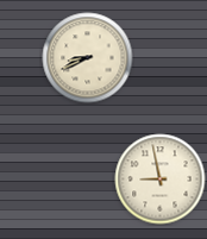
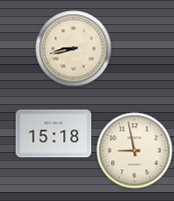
clock at (88, 58): 8:41 -> 8:43
clock at (54, 134): none -> 15:18
